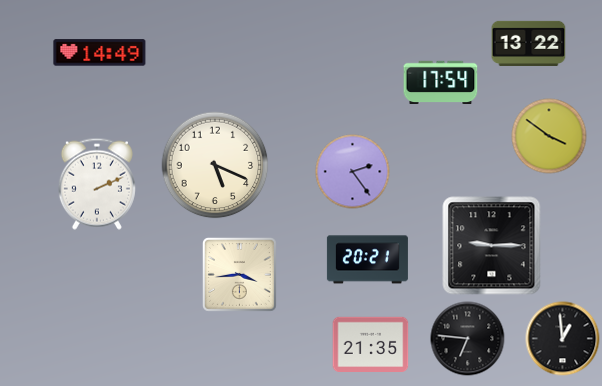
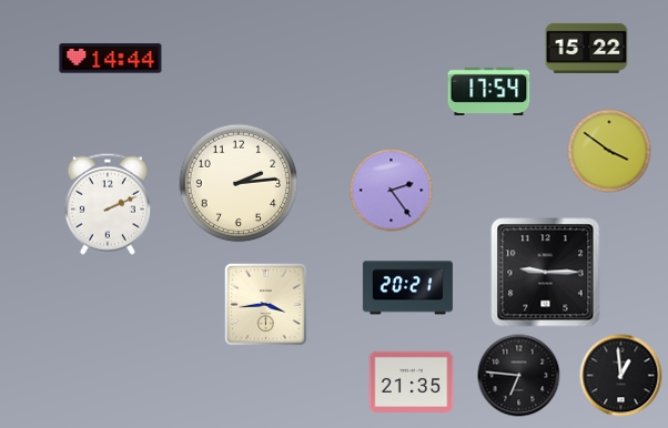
clock at (529, 43): 13:22 -> 15:22
clock at (100, 53): 14:49 -> 14:44
clock at (215, 165): 5:19 -> 2:14
clock at (563, 339) position: (563, 339) -> (621, 376)
